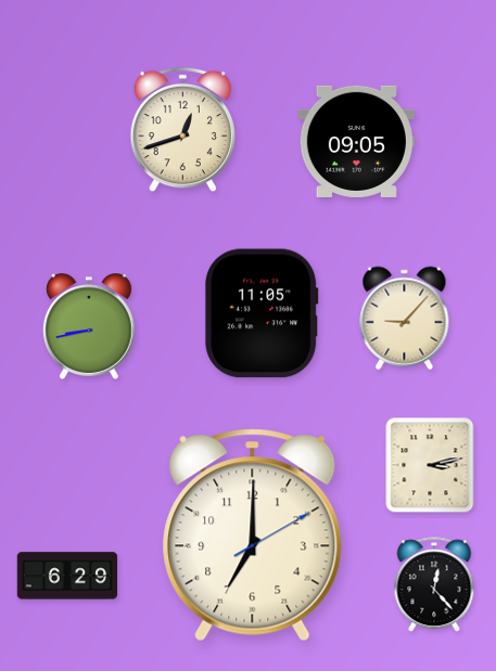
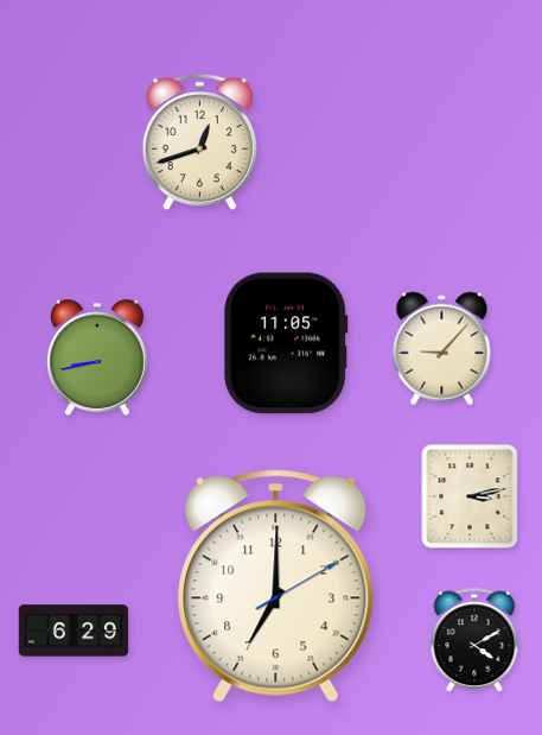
clock at (356, 141): 09:05 -> none
clock at (430, 465) position: (430, 465) -> (470, 496)
clock at (434, 585): 12:23 -> 4:10
